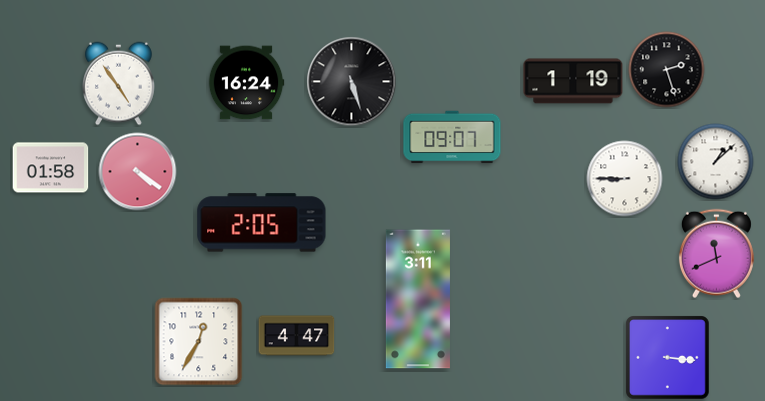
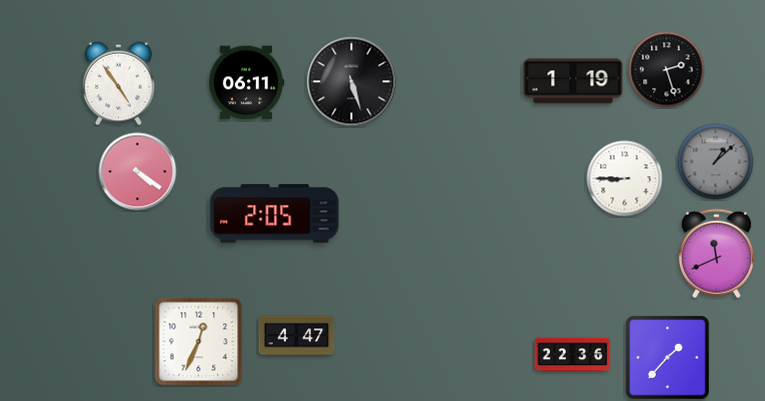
clock at (246, 83): 16:24 -> 06:11
clock at (452, 137): 09:07 -> none
clock at (716, 162) dial: white -> grey
clock at (51, 168): 01:58 -> none
clock at (262, 223) position: (262, 223) -> (275, 214)
clock at (418, 299): 3:11 -> none
clock at (199, 342): 12:35 -> 12:34
clock at (573, 355): none -> 22:36
clock at (668, 358): 3:16 -> 1:37
